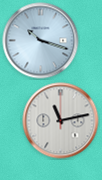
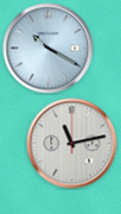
clock at (41, 41): 10:18 -> 10:20
